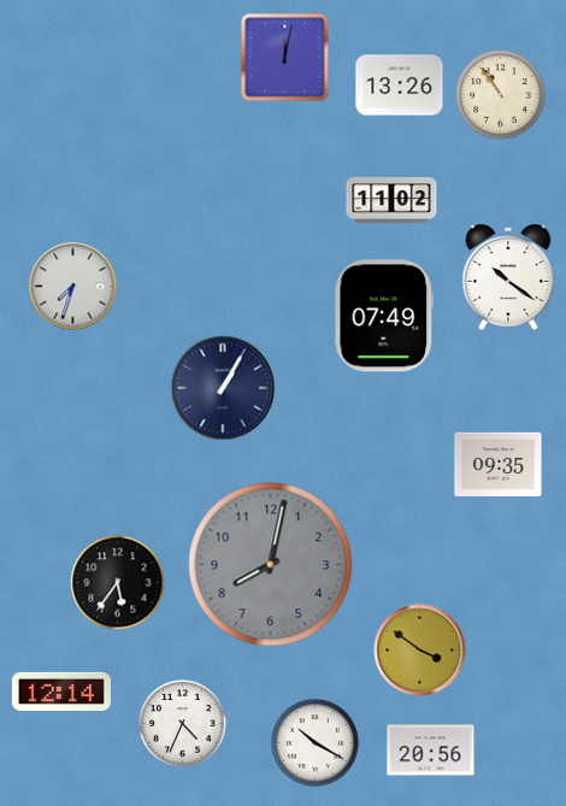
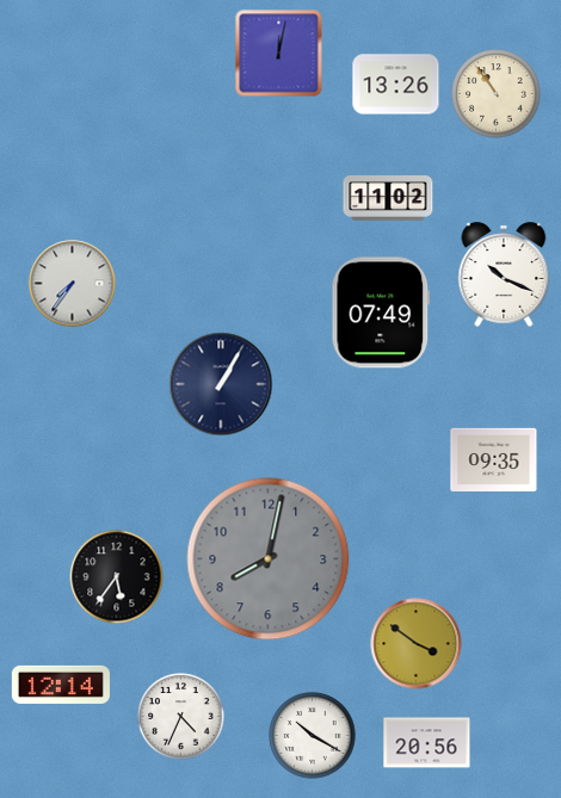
clock at (285, 58) position: (285, 58) -> (279, 54)
clock at (508, 277): 10:21 -> 10:19
clock at (73, 287): 7:33 -> 7:36
